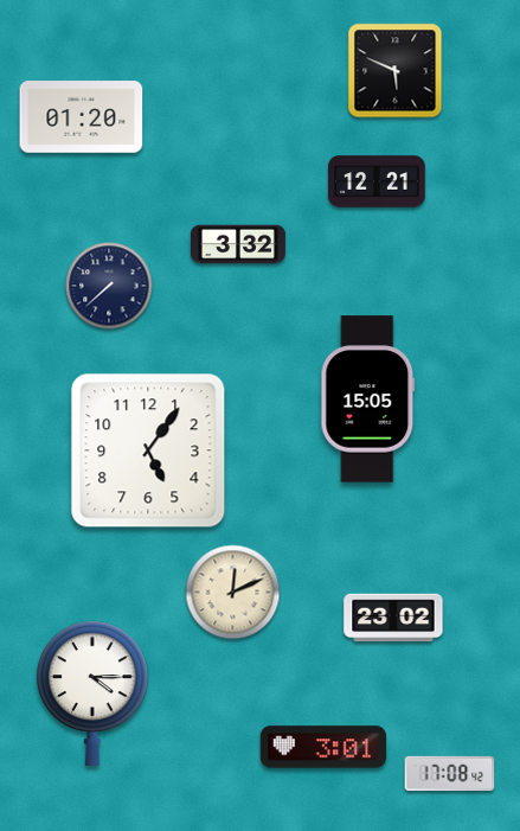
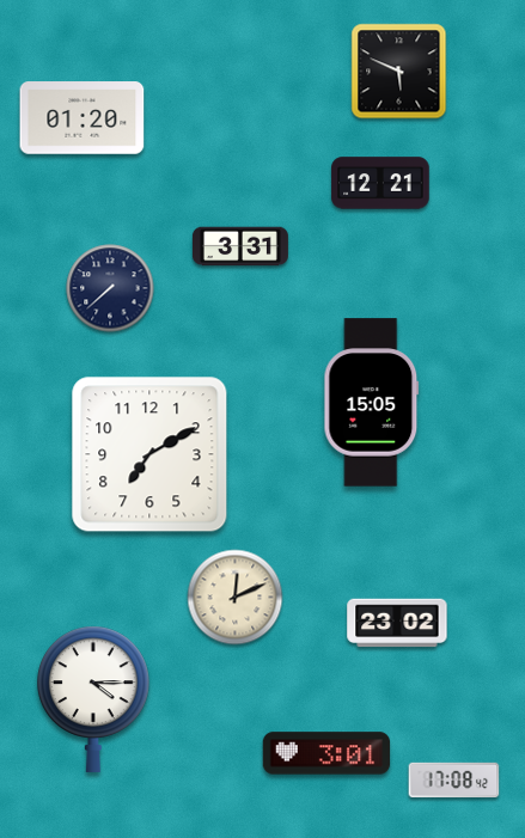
clock at (238, 244): 3:32 -> 3:31
clock at (148, 450): 5:06 -> 7:10
